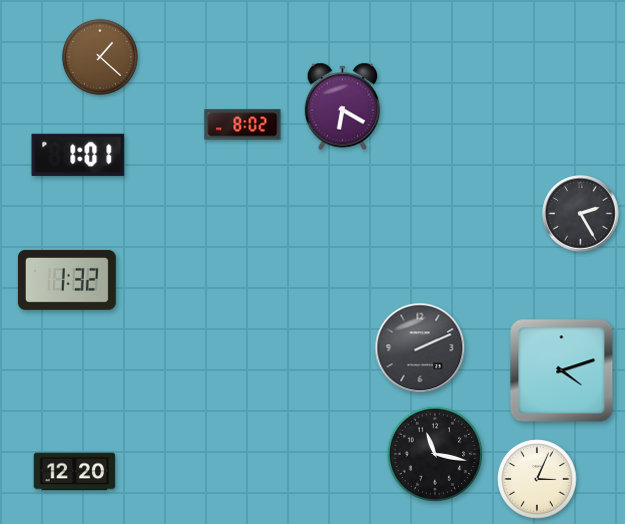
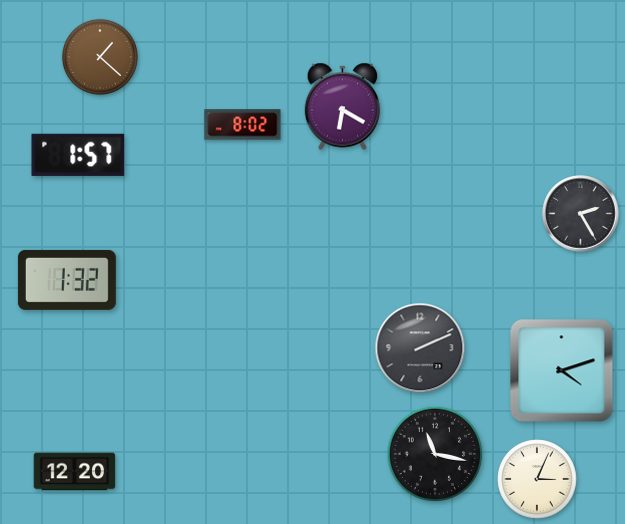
clock at (78, 155): 1:01 -> 1:57
